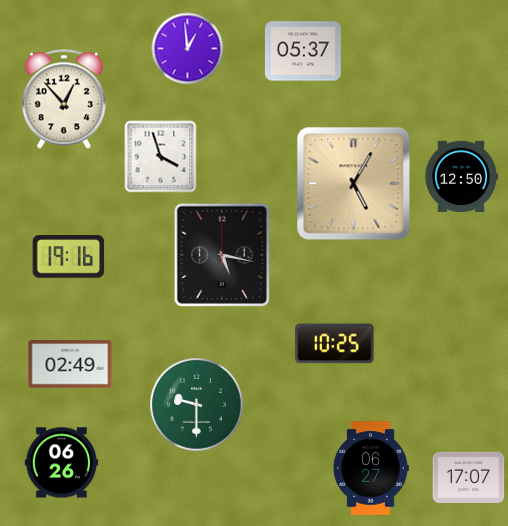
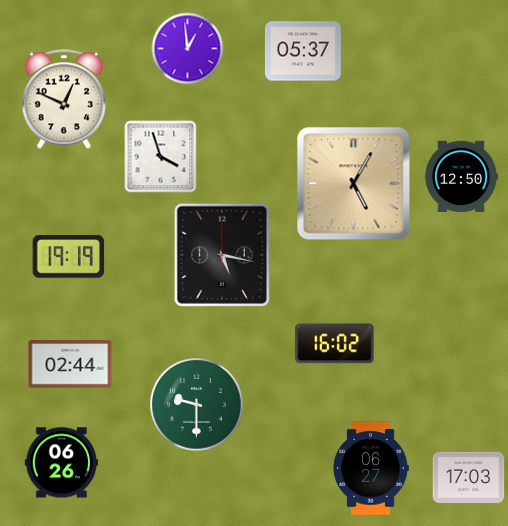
clock at (64, 99): 12:53 -> 12:49
clock at (69, 257): 19:16 -> 19:19
clock at (335, 344): 10:25 -> 16:02
clock at (70, 364): 02:49 -> 02:44
clock at (469, 477): 17:07 -> 17:03
